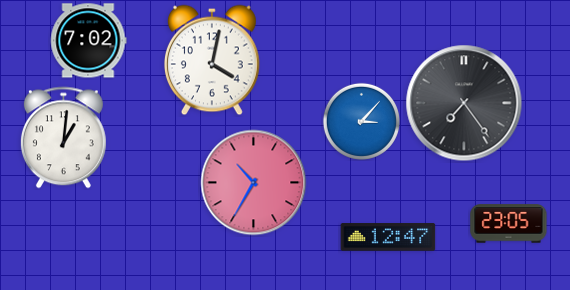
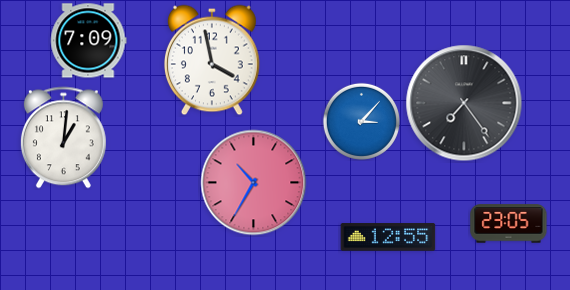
clock at (88, 41): 7:02 -> 7:09
clock at (212, 60): 4:02 -> 3:58
clock at (388, 237): 12:47 -> 12:55
